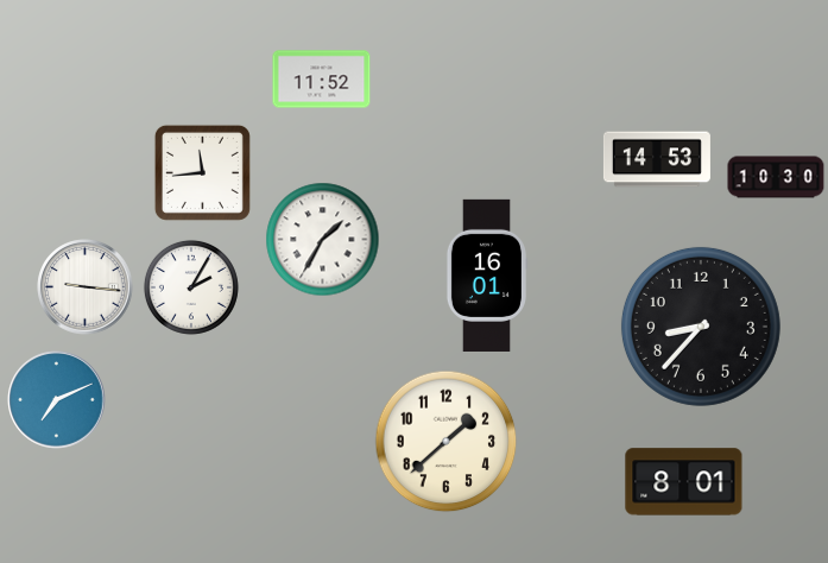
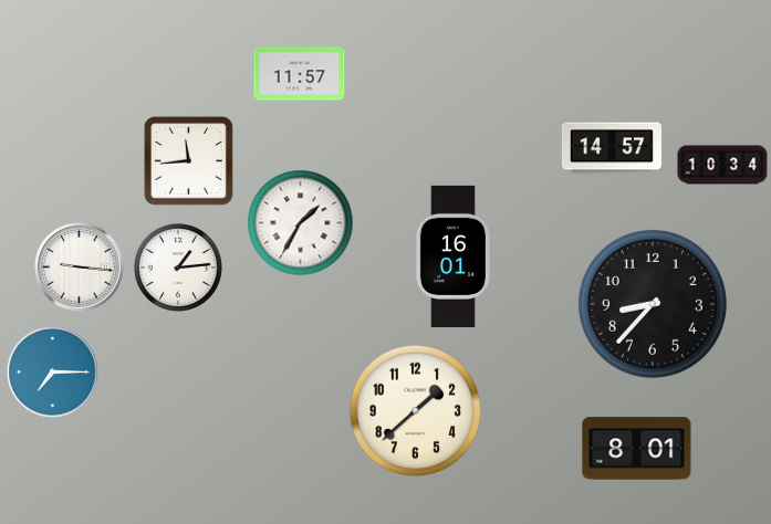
clock at (322, 80): 11:52 -> 11:57
clock at (657, 159): 14:53 -> 14:57
clock at (776, 177): 10:30 -> 10:34
clock at (191, 287): 2:05 -> 1:14
clock at (57, 400): 7:11 -> 7:15
